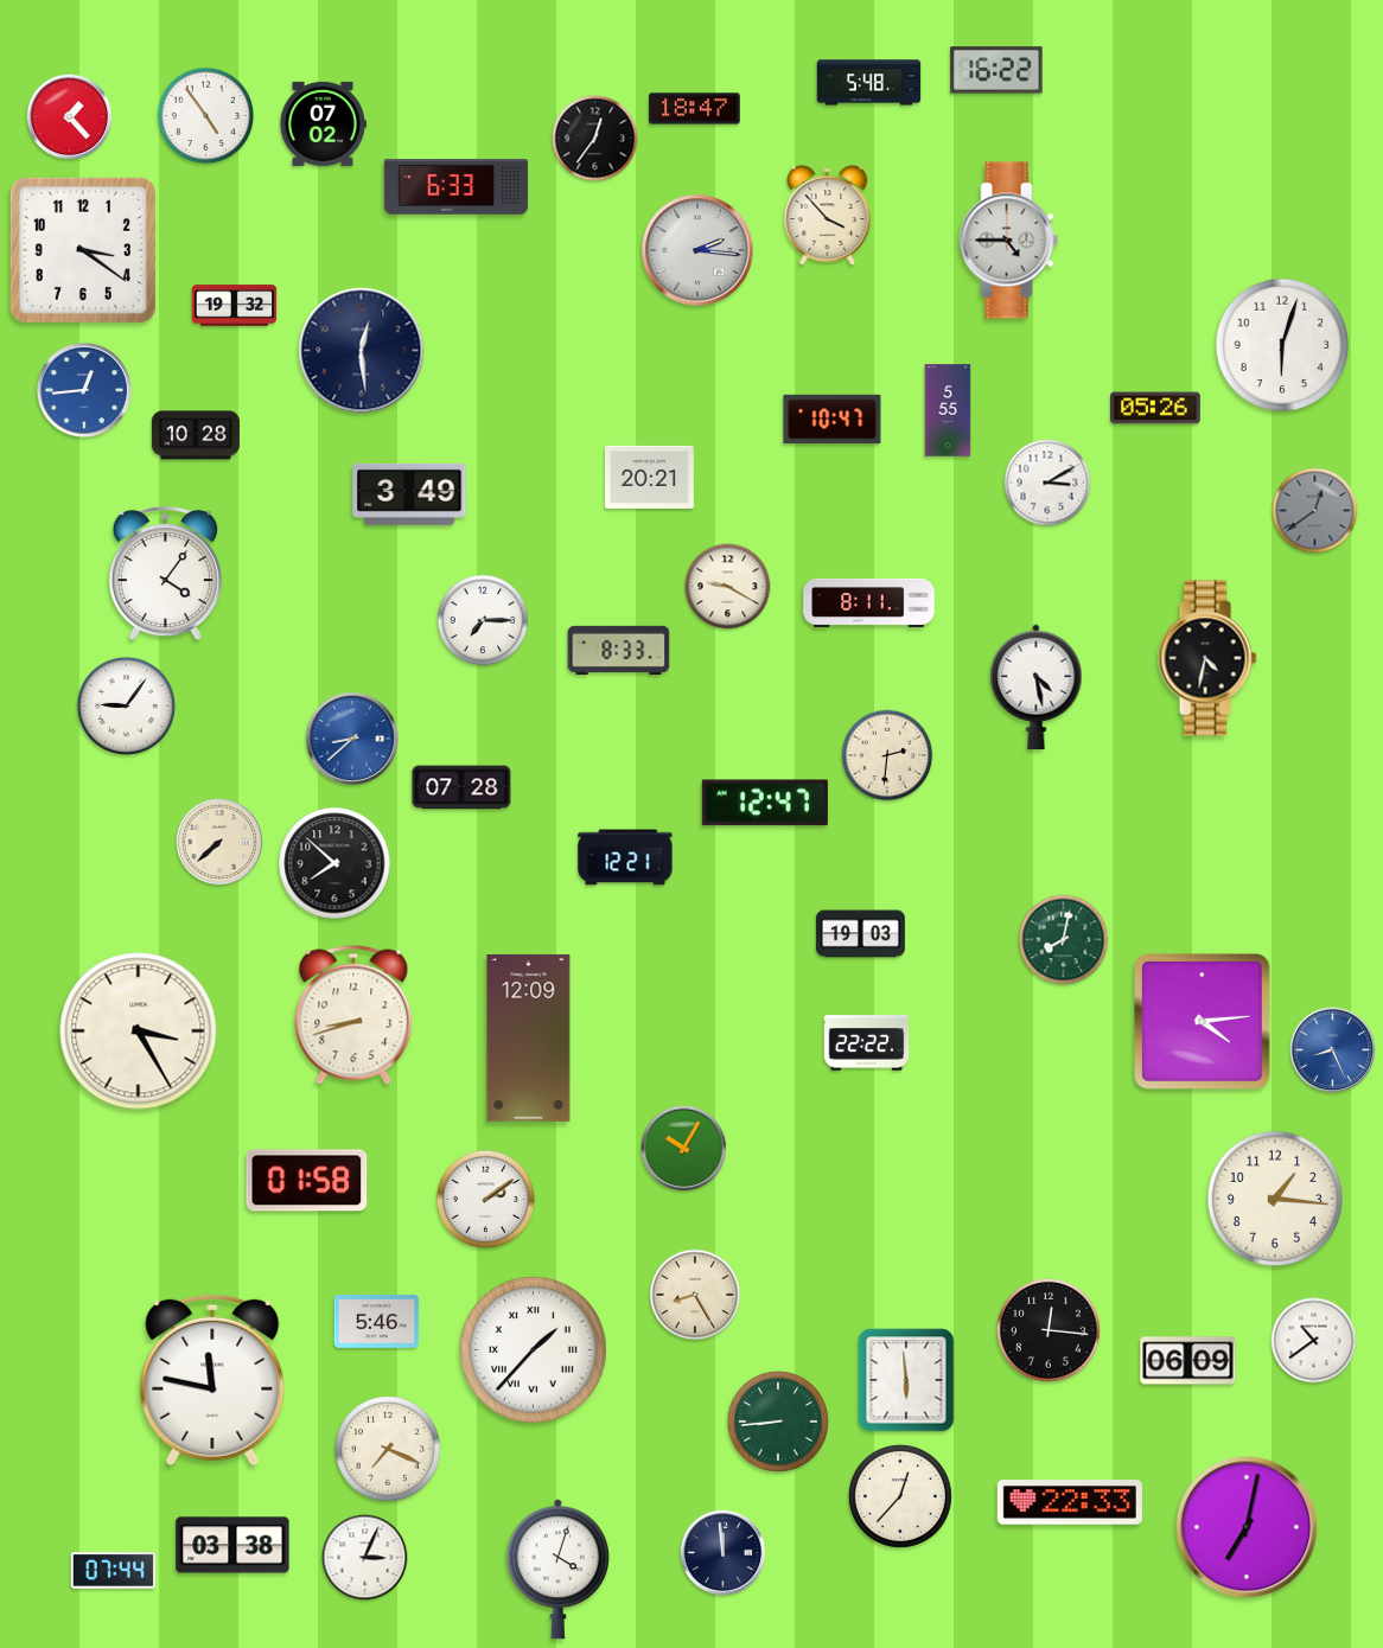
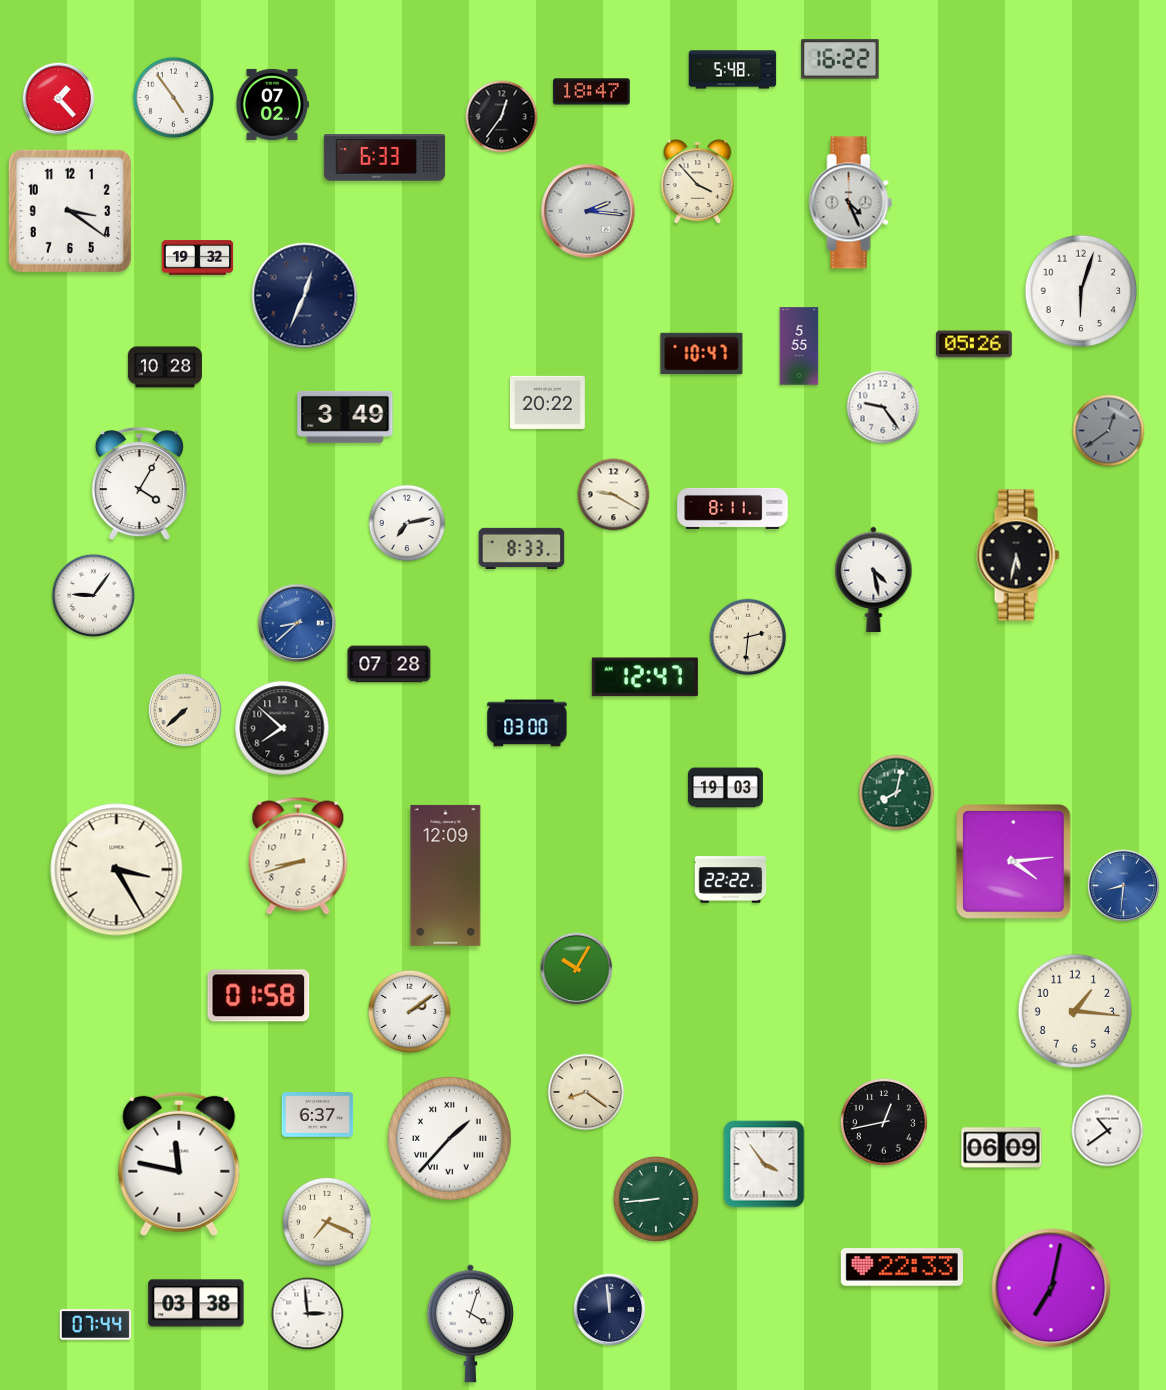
clock at (695, 109) position: (695, 109) -> (592, 92)
clock at (1009, 241): 4:45 -> 4:26
clock at (362, 351): 12:29 -> 12:34
clock at (84, 390): 12:44 -> none
clock at (649, 477): 20:21 -> 20:22
clock at (1047, 483): 3:10 -> 9:24
clock at (165, 574): 4:06 -> 4:05
clock at (483, 620): 7:15 -> 7:13
clock at (1207, 658): 4:32 -> 5:32
clock at (126, 705) position: (126, 705) -> (93, 595)
clock at (625, 857): 12:21 -> 03:00
clock at (1333, 1050): 8:26 -> 8:31
clock at (695, 1295): 8:25 -> 8:21
clock at (377, 1322): 5:46 -> 6:37
clock at (1049, 1330): 12:16 -> 12:43
clock at (906, 1380): 5:59 -> 3:54
clock at (900, 1496): 12:37 -> none
clock at (365, 1558): 3:04 -> 2:59
